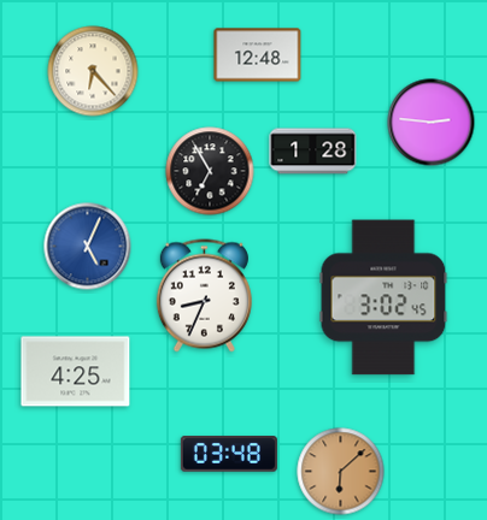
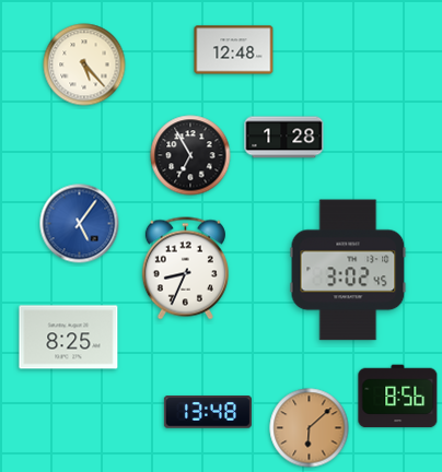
clock at (93, 71): 6:23 -> 5:23
clock at (432, 123): 2:46 -> none
clock at (88, 247): 5:04 -> 5:06
clock at (76, 372): 4:25 -> 8:25
clock at (398, 397): none -> 8:56
clock at (229, 454): 03:48 -> 13:48
